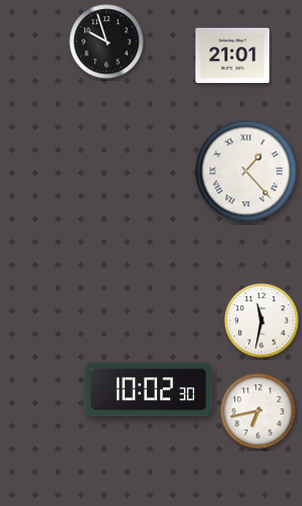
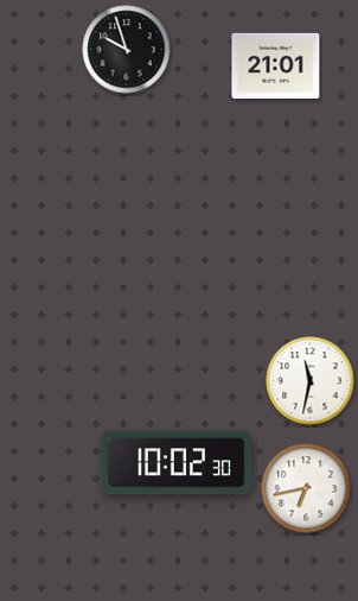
clock at (246, 171): 1:23 -> none
